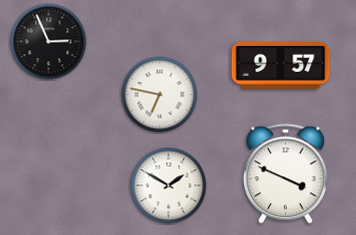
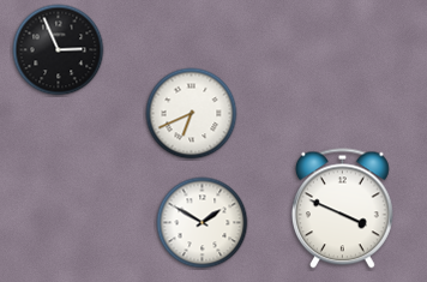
clock at (281, 66): 9:57 -> none
clock at (160, 95): 6:47 -> 6:41
